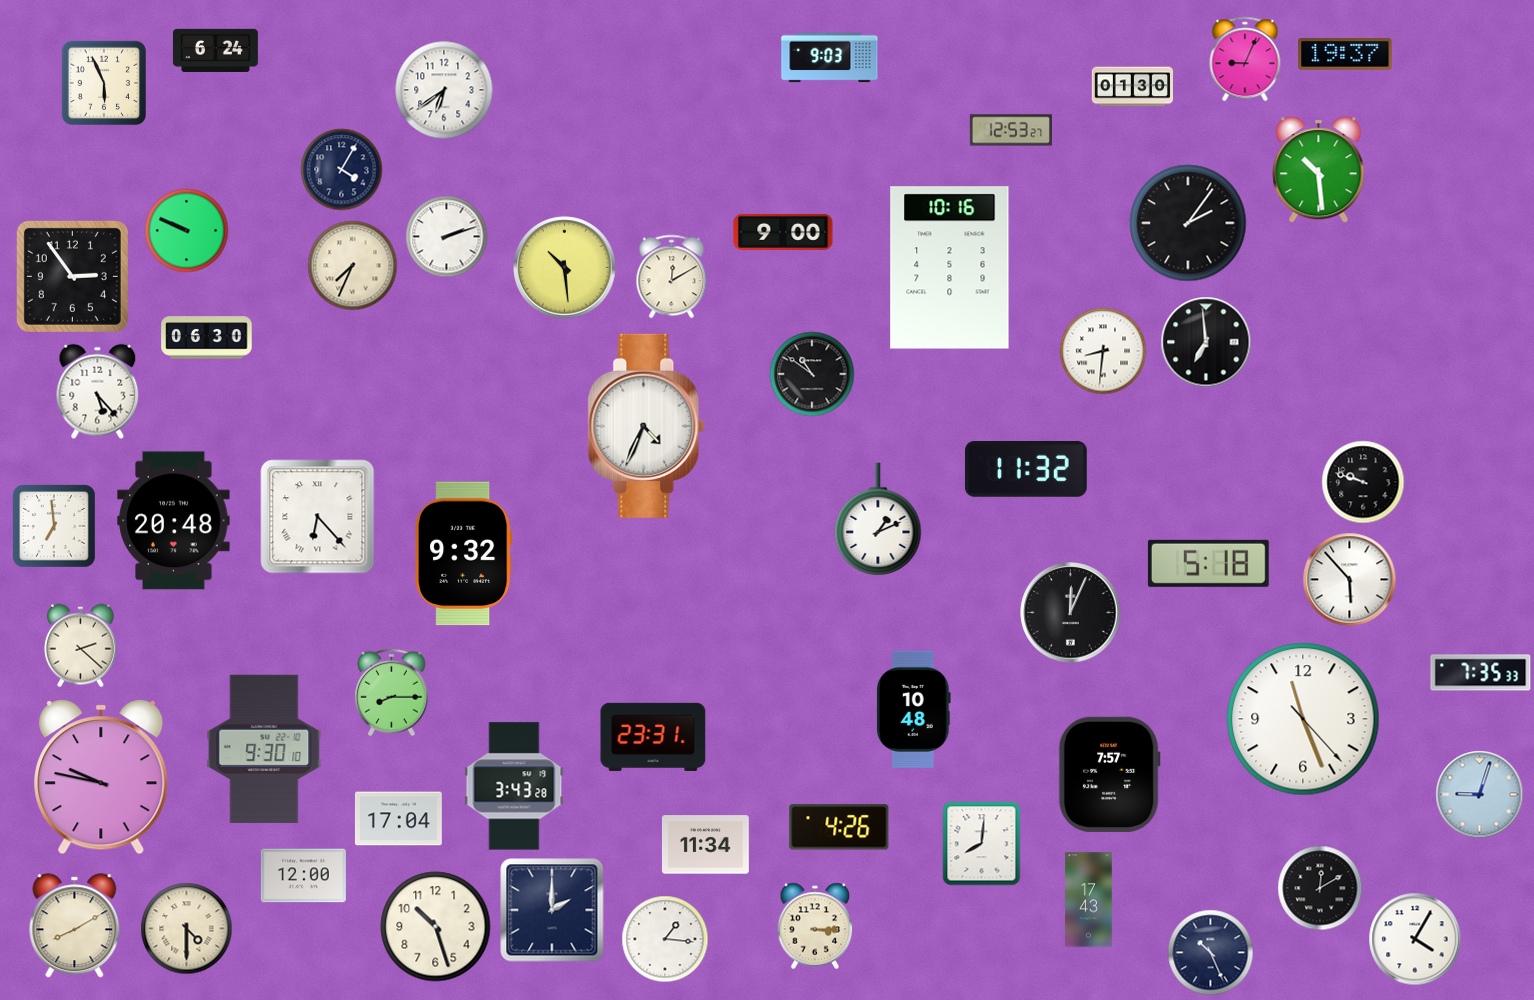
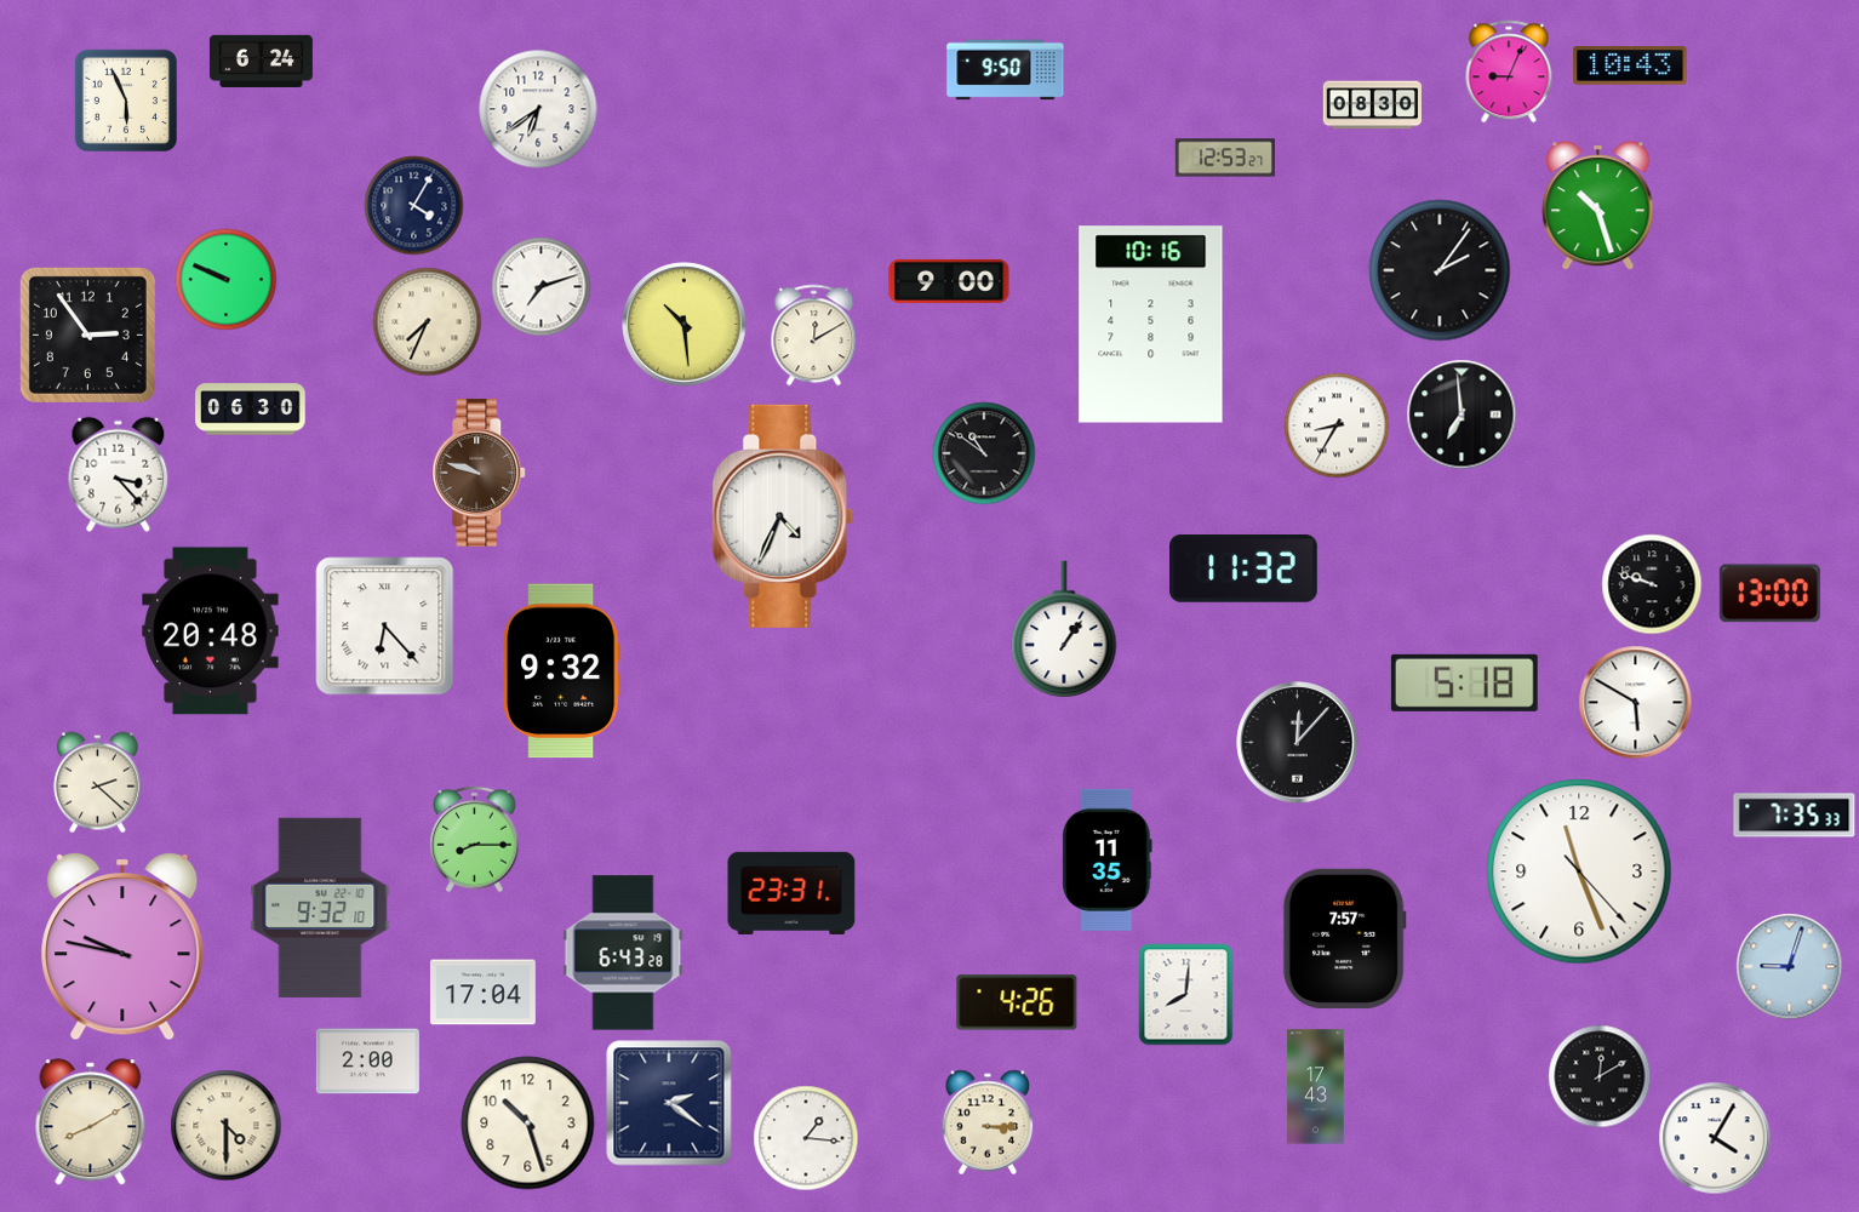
clock at (1345, 54): 19:37 -> 10:43
clock at (830, 58): 9:03 -> 9:50
clock at (1132, 87): 01:30 -> 08:30
clock at (1319, 170): 10:29 -> 10:27
clock at (447, 237): 2:12 -> 7:12
clock at (1103, 351): 8:31 -> 8:35
clock at (480, 474): none -> 9:48
clock at (98, 392): 5:23 -> 3:23
clock at (1769, 594): none -> 13:00
clock at (878, 520): 1:11 -> 1:06
clock at (54, 526): 6:59 -> none
clock at (1350, 580): 5:53 -> 5:50
clock at (1071, 613): 12:04 -> 12:07
clock at (914, 709): 10:48 -> 11:35
clock at (264, 749): 9:30 -> 9:32
clock at (101, 777) position: (101, 777) -> (122, 947)
clock at (514, 786): 3:43 -> 6:43
clock at (1480, 795) position: (1480, 795) -> (1790, 967)
clock at (982, 844) position: (982, 844) -> (1186, 995)
clock at (705, 845): 11:34 -> none
clock at (303, 876): 12:00 -> 2:00
clock at (1089, 900) position: (1089, 900) -> (1316, 1087)
clock at (552, 910): 2:00 -> 2:21
clock at (1211, 953): 10:26 -> none
